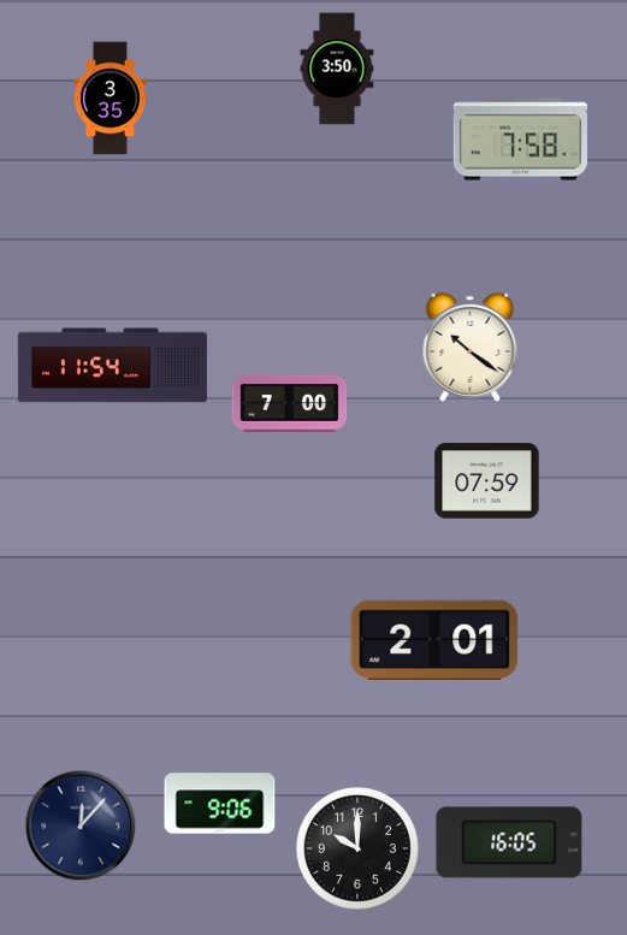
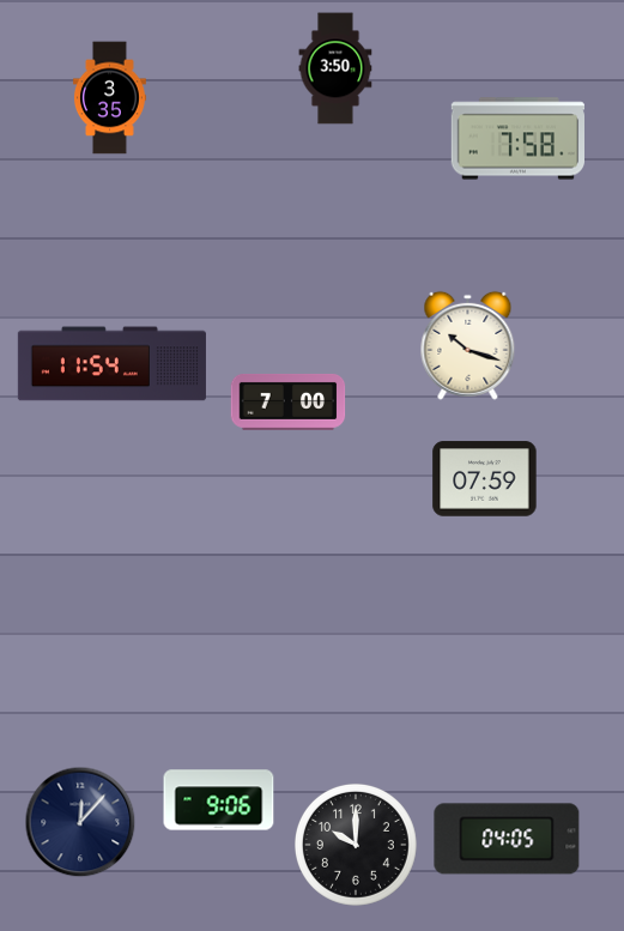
clock at (471, 347): 10:21 -> 10:18
clock at (434, 639): 2:01 -> none
clock at (509, 842): 16:05 -> 04:05
